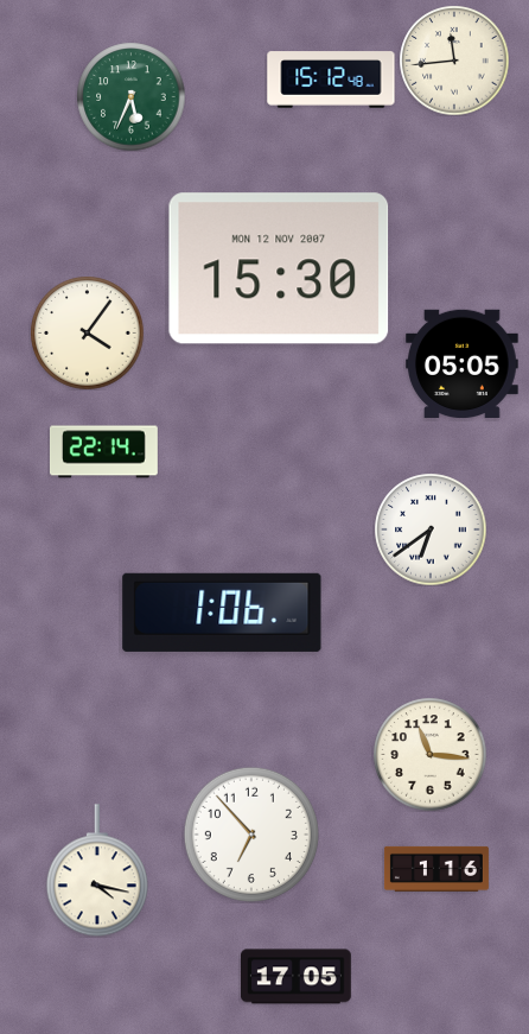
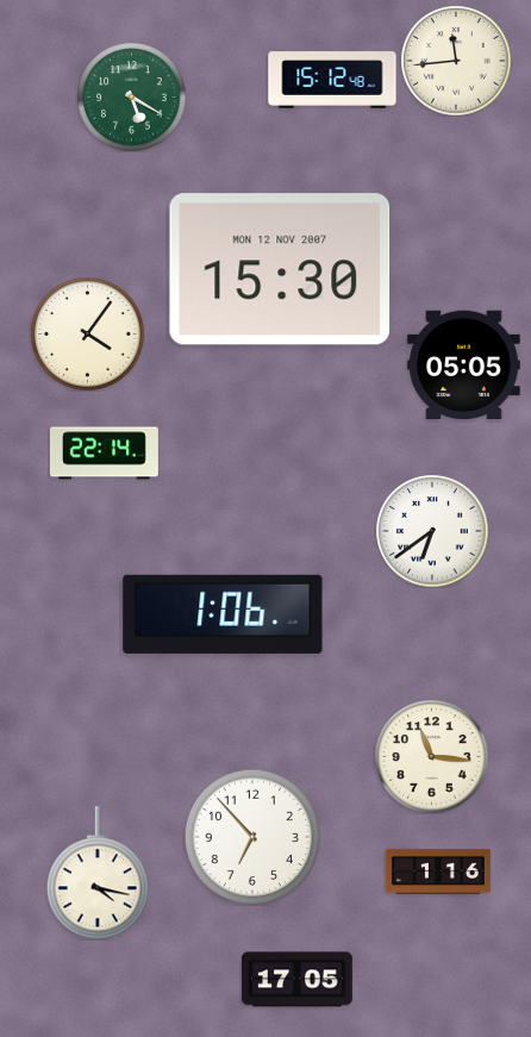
clock at (130, 96): 5:34 -> 5:20
